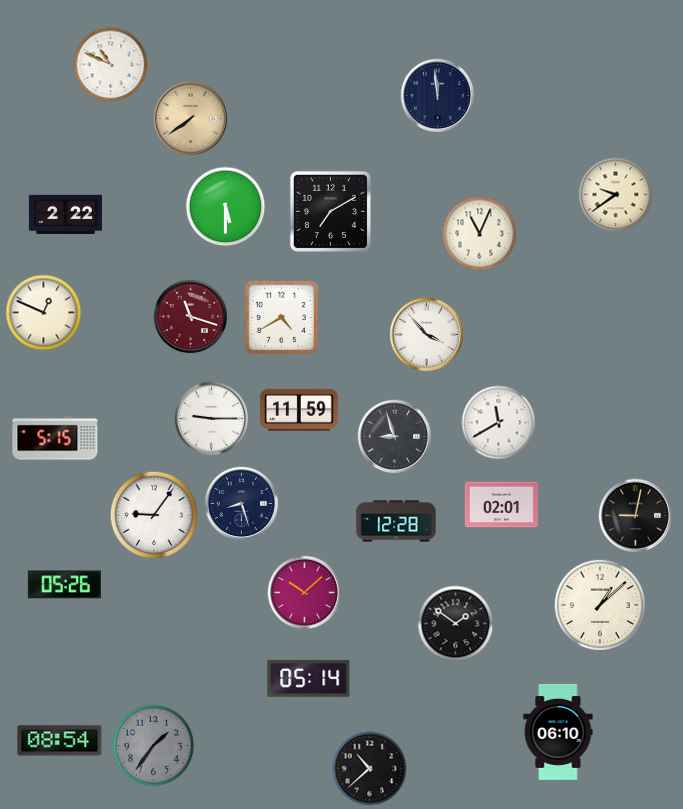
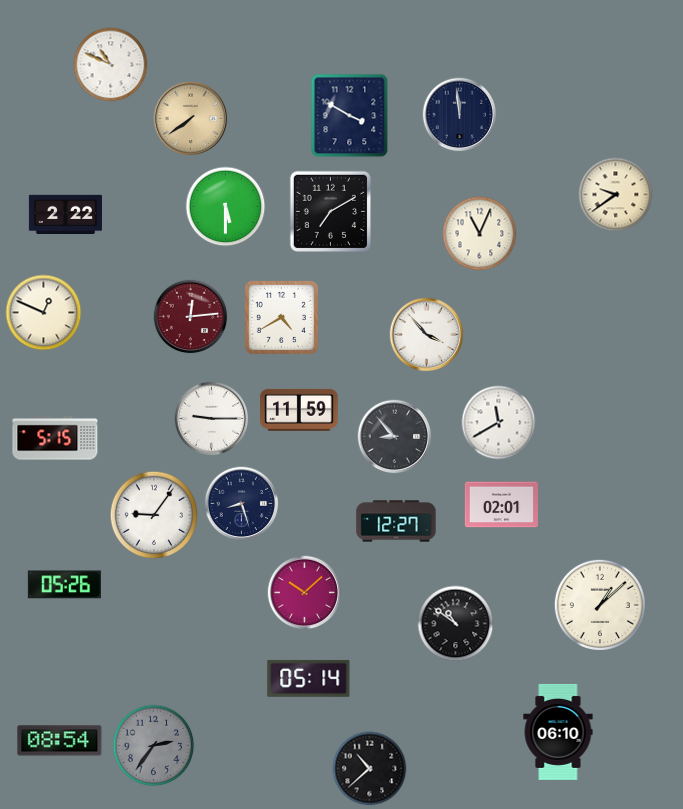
clock at (438, 96) position: (438, 96) -> (460, 115)
clock at (350, 116): none -> 3:50
clock at (191, 317): 11:18 -> 12:14
clock at (395, 437): 8:57 -> 8:53
clock at (636, 516): 9:02 -> none
clock at (396, 521): 12:28 -> 12:27
clock at (456, 624): 1:51 -> 10:51
clock at (154, 746): 1:36 -> 2:36
